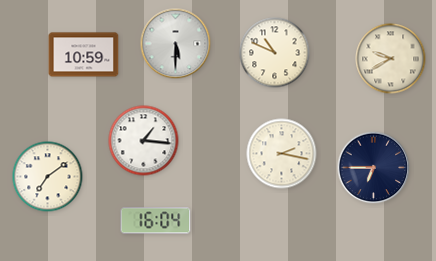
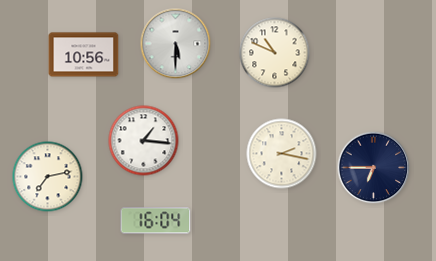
clock at (84, 55): 10:59 -> 10:56
clock at (391, 59): 9:40 -> none
clock at (48, 177): 7:09 -> 7:13
